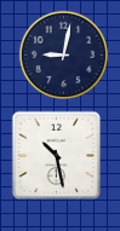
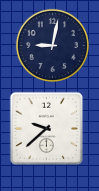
clock at (57, 156): 10:28 -> 9:38
